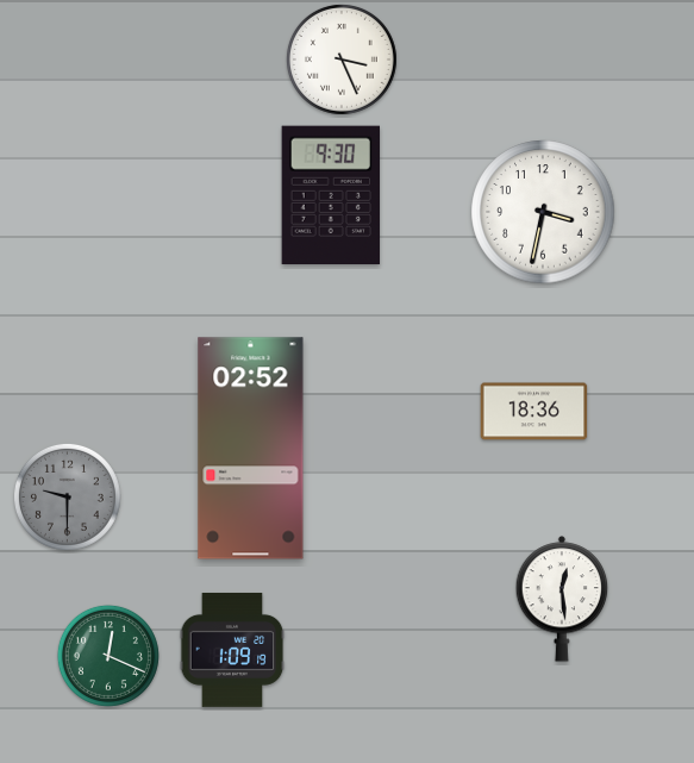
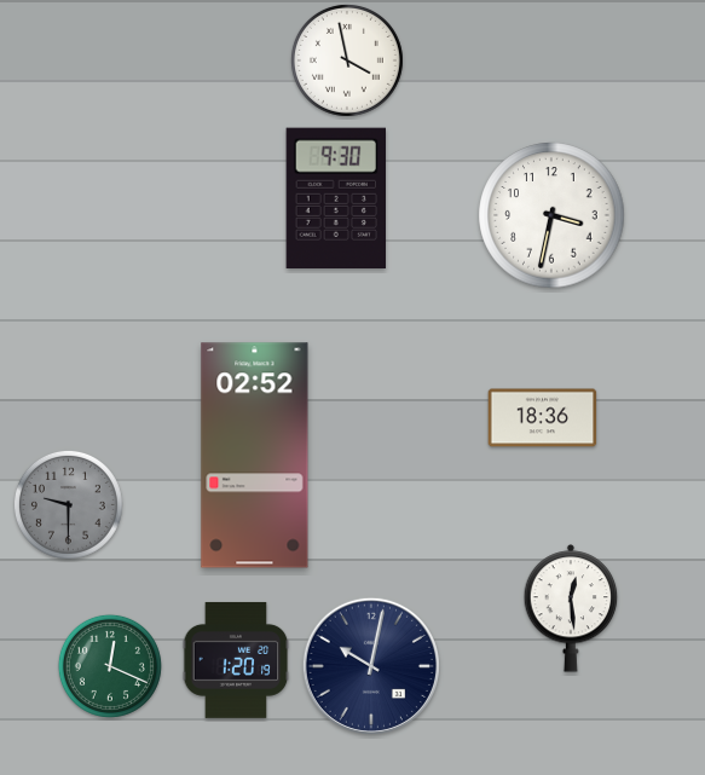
clock at (342, 60): 3:26 -> 3:58
clock at (232, 650): 1:09 -> 1:20
clock at (371, 666): none -> 10:02
